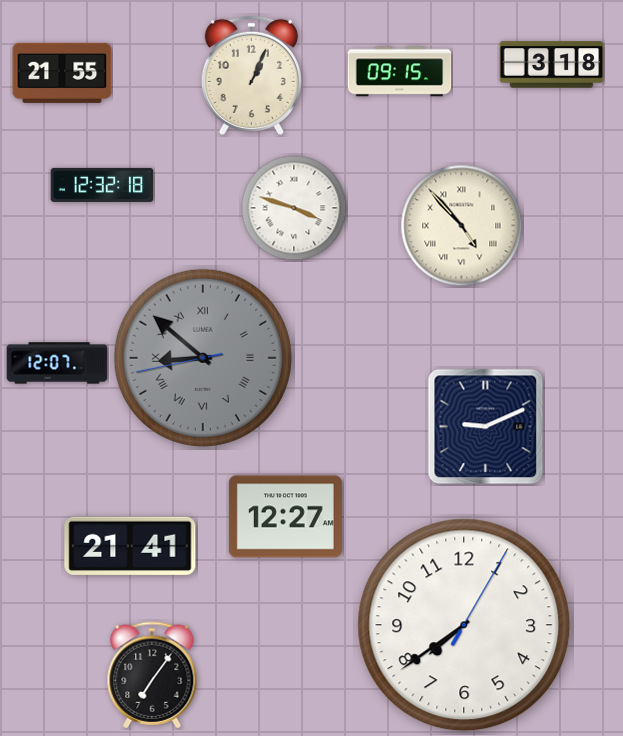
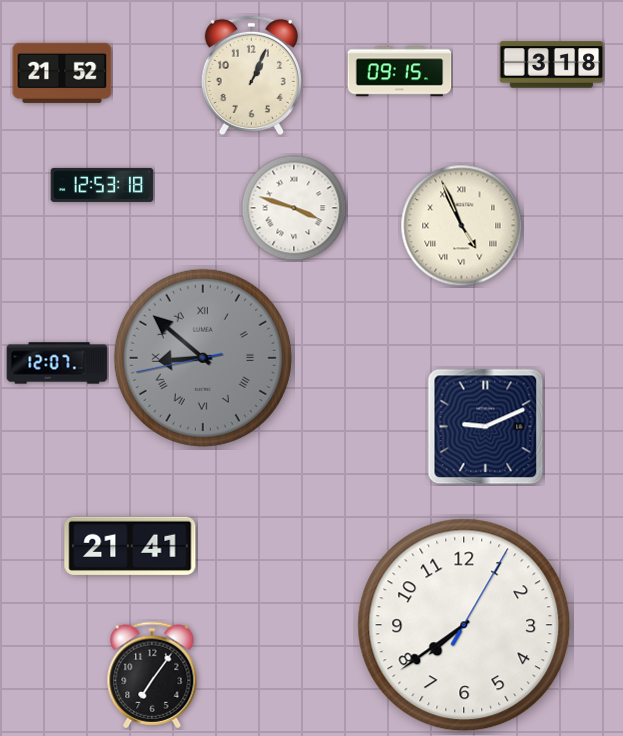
clock at (62, 73): 21:55 -> 21:52
clock at (102, 185): 12:32 -> 12:53
clock at (462, 226): 4:53 -> 4:56
clock at (285, 517): 12:27 -> none
